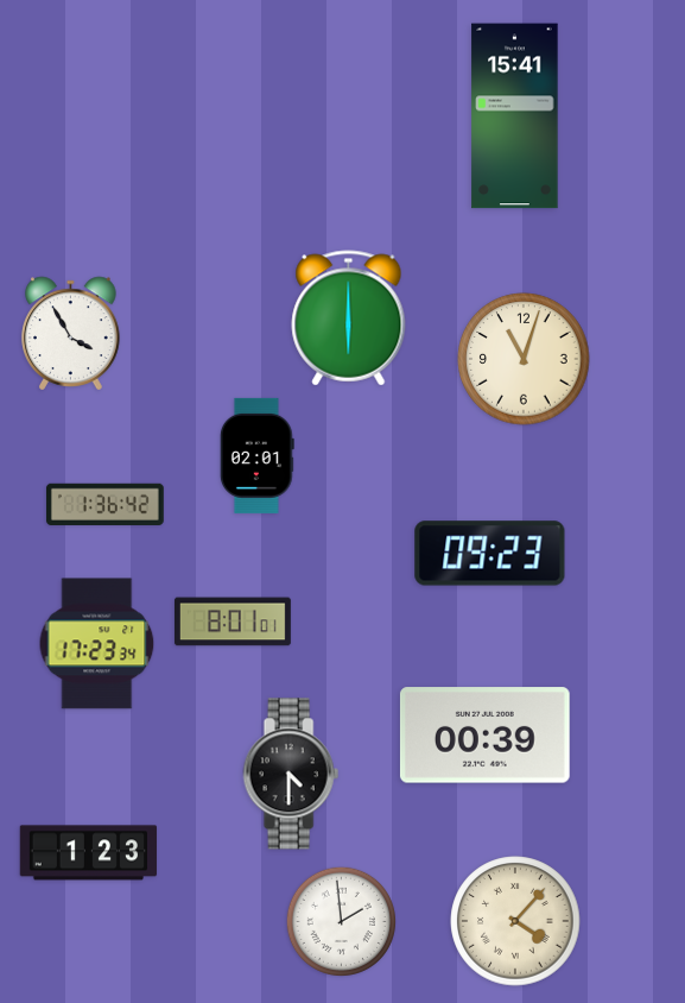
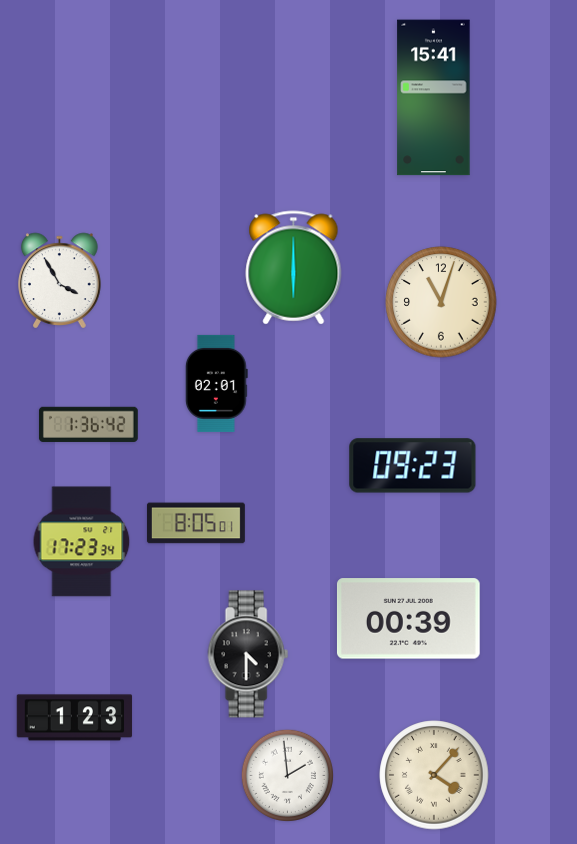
clock at (233, 622): 8:01 -> 8:05
clock at (291, 774) position: (291, 774) -> (248, 654)
